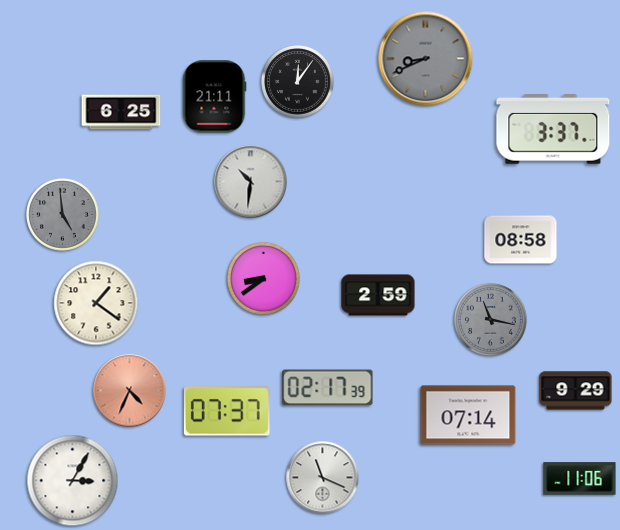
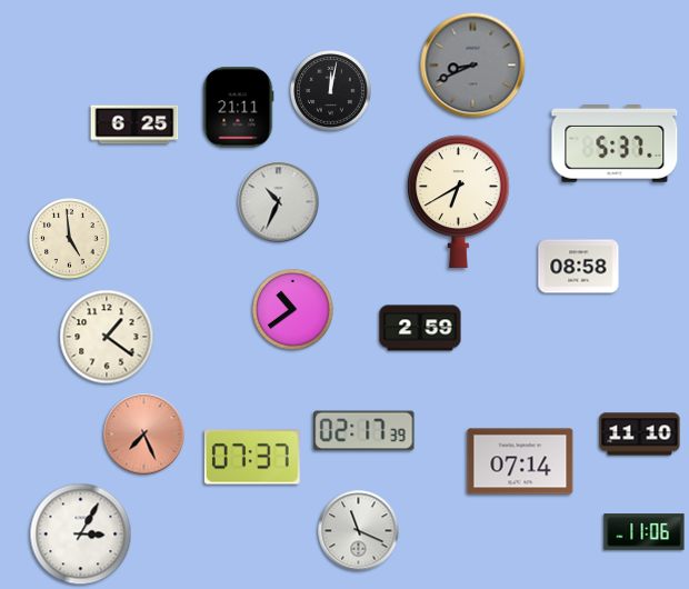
clock at (298, 82): 12:06 -> 12:02
clock at (553, 130): 3:37 -> 5:37
clock at (459, 201): none -> 6:40
clock at (251, 182): 10:31 -> 10:34
clock at (63, 215) dial: grey -> cream
clock at (264, 279): 8:39 -> 10:39
clock at (491, 320): 11:17 -> none
clock at (130, 391): 4:34 -> 7:26
clock at (576, 391): 9:29 -> 11:10
